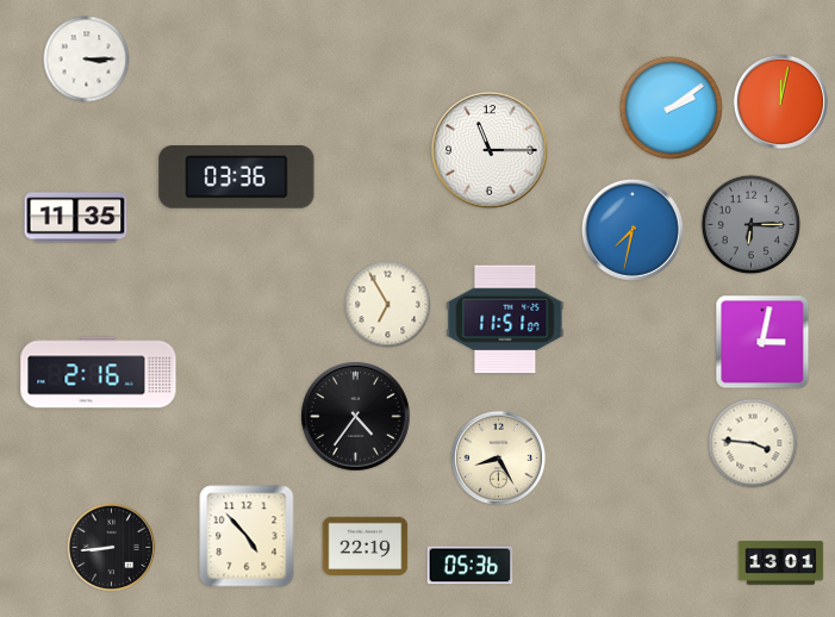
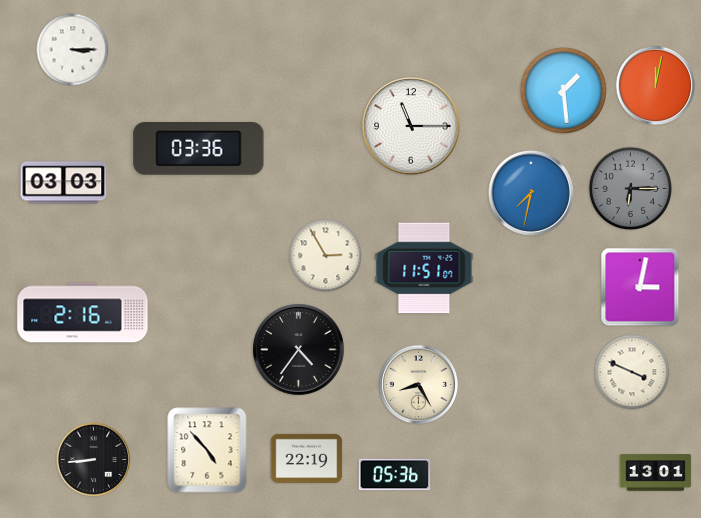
clock at (671, 107): 2:09 -> 1:29
clock at (76, 218): 11:35 -> 03:03
clock at (388, 305): 6:55 -> 2:55
clock at (753, 443): 3:46 -> 3:49
